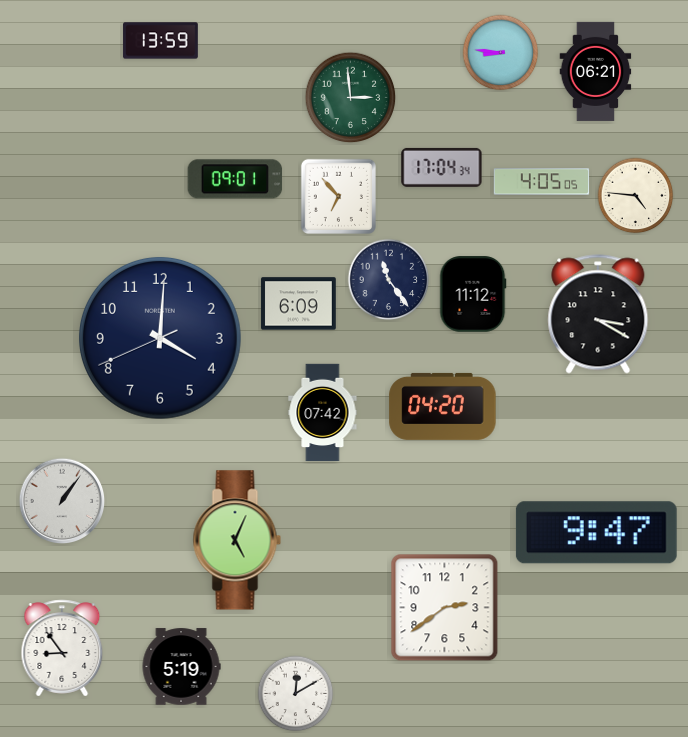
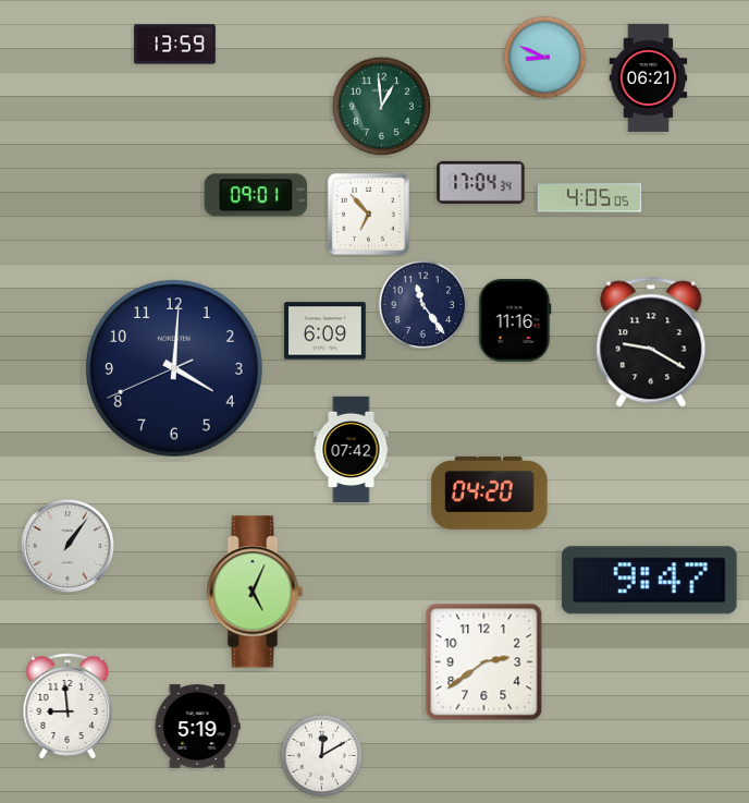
clock at (501, 53): 8:46 -> 8:49
clock at (351, 98): 2:59 -> 12:59
clock at (636, 196): 4:46 -> none
clock at (473, 294): 11:12 -> 11:16
clock at (598, 314): 3:20 -> 9:20
clock at (443, 406) position: (443, 406) -> (490, 492)
clock at (237, 540) position: (237, 540) -> (255, 592)
clock at (62, 648): 8:54 -> 8:59
